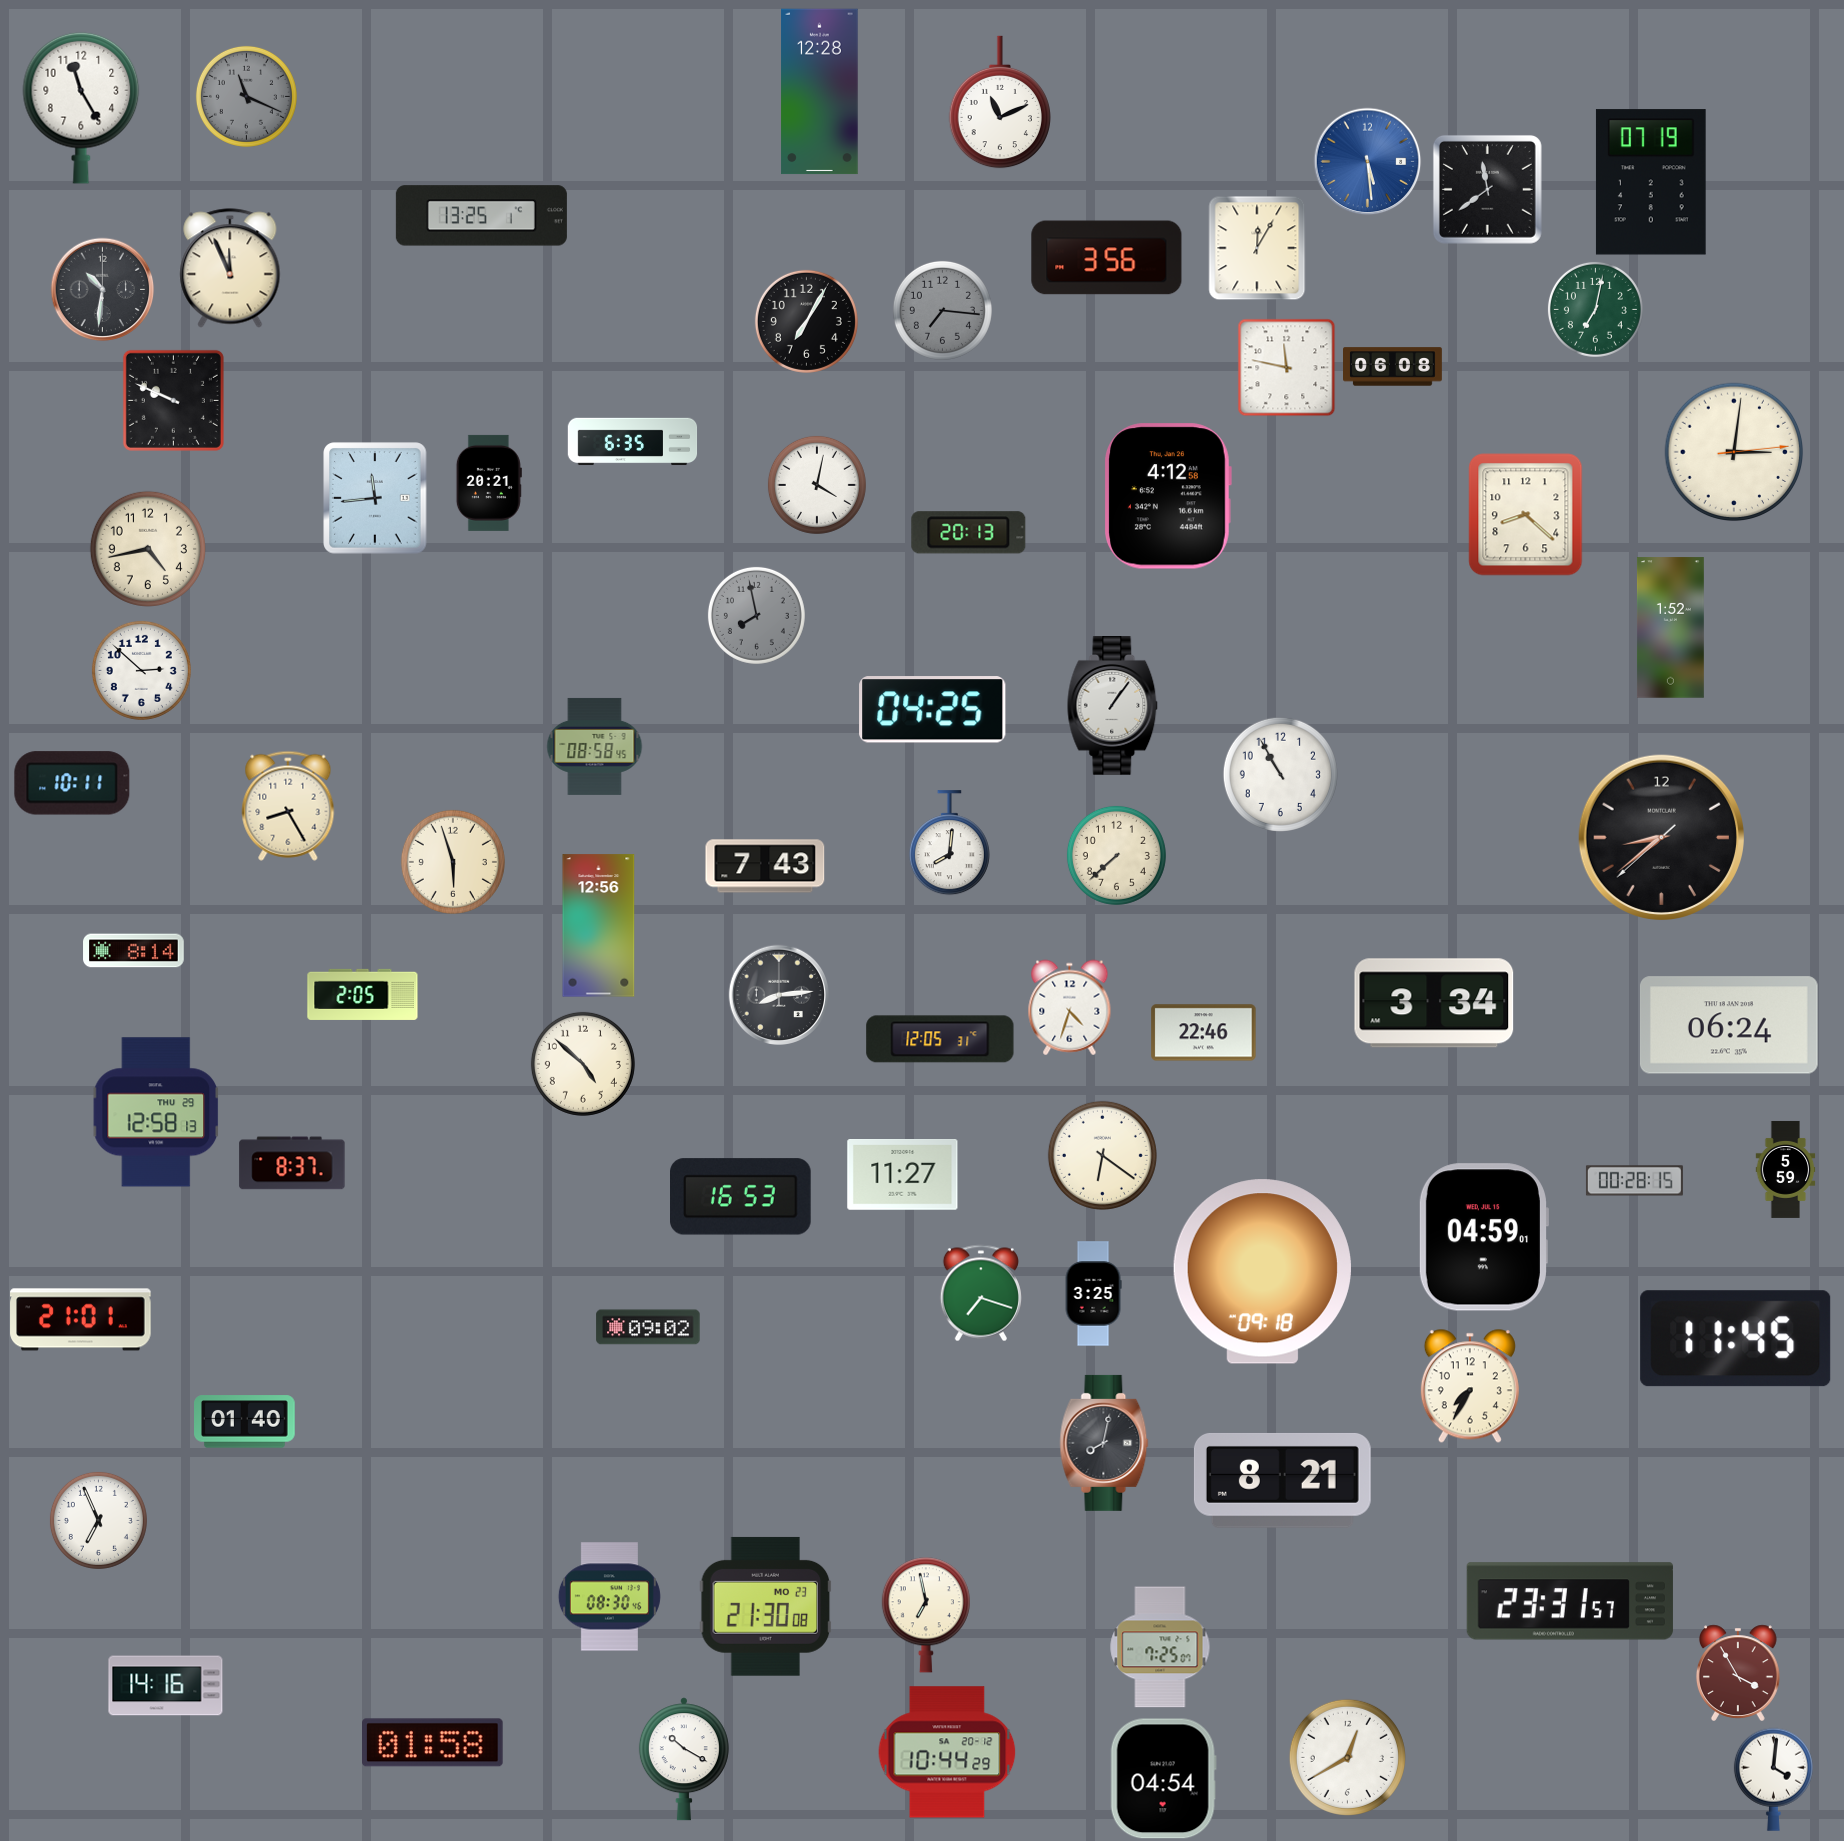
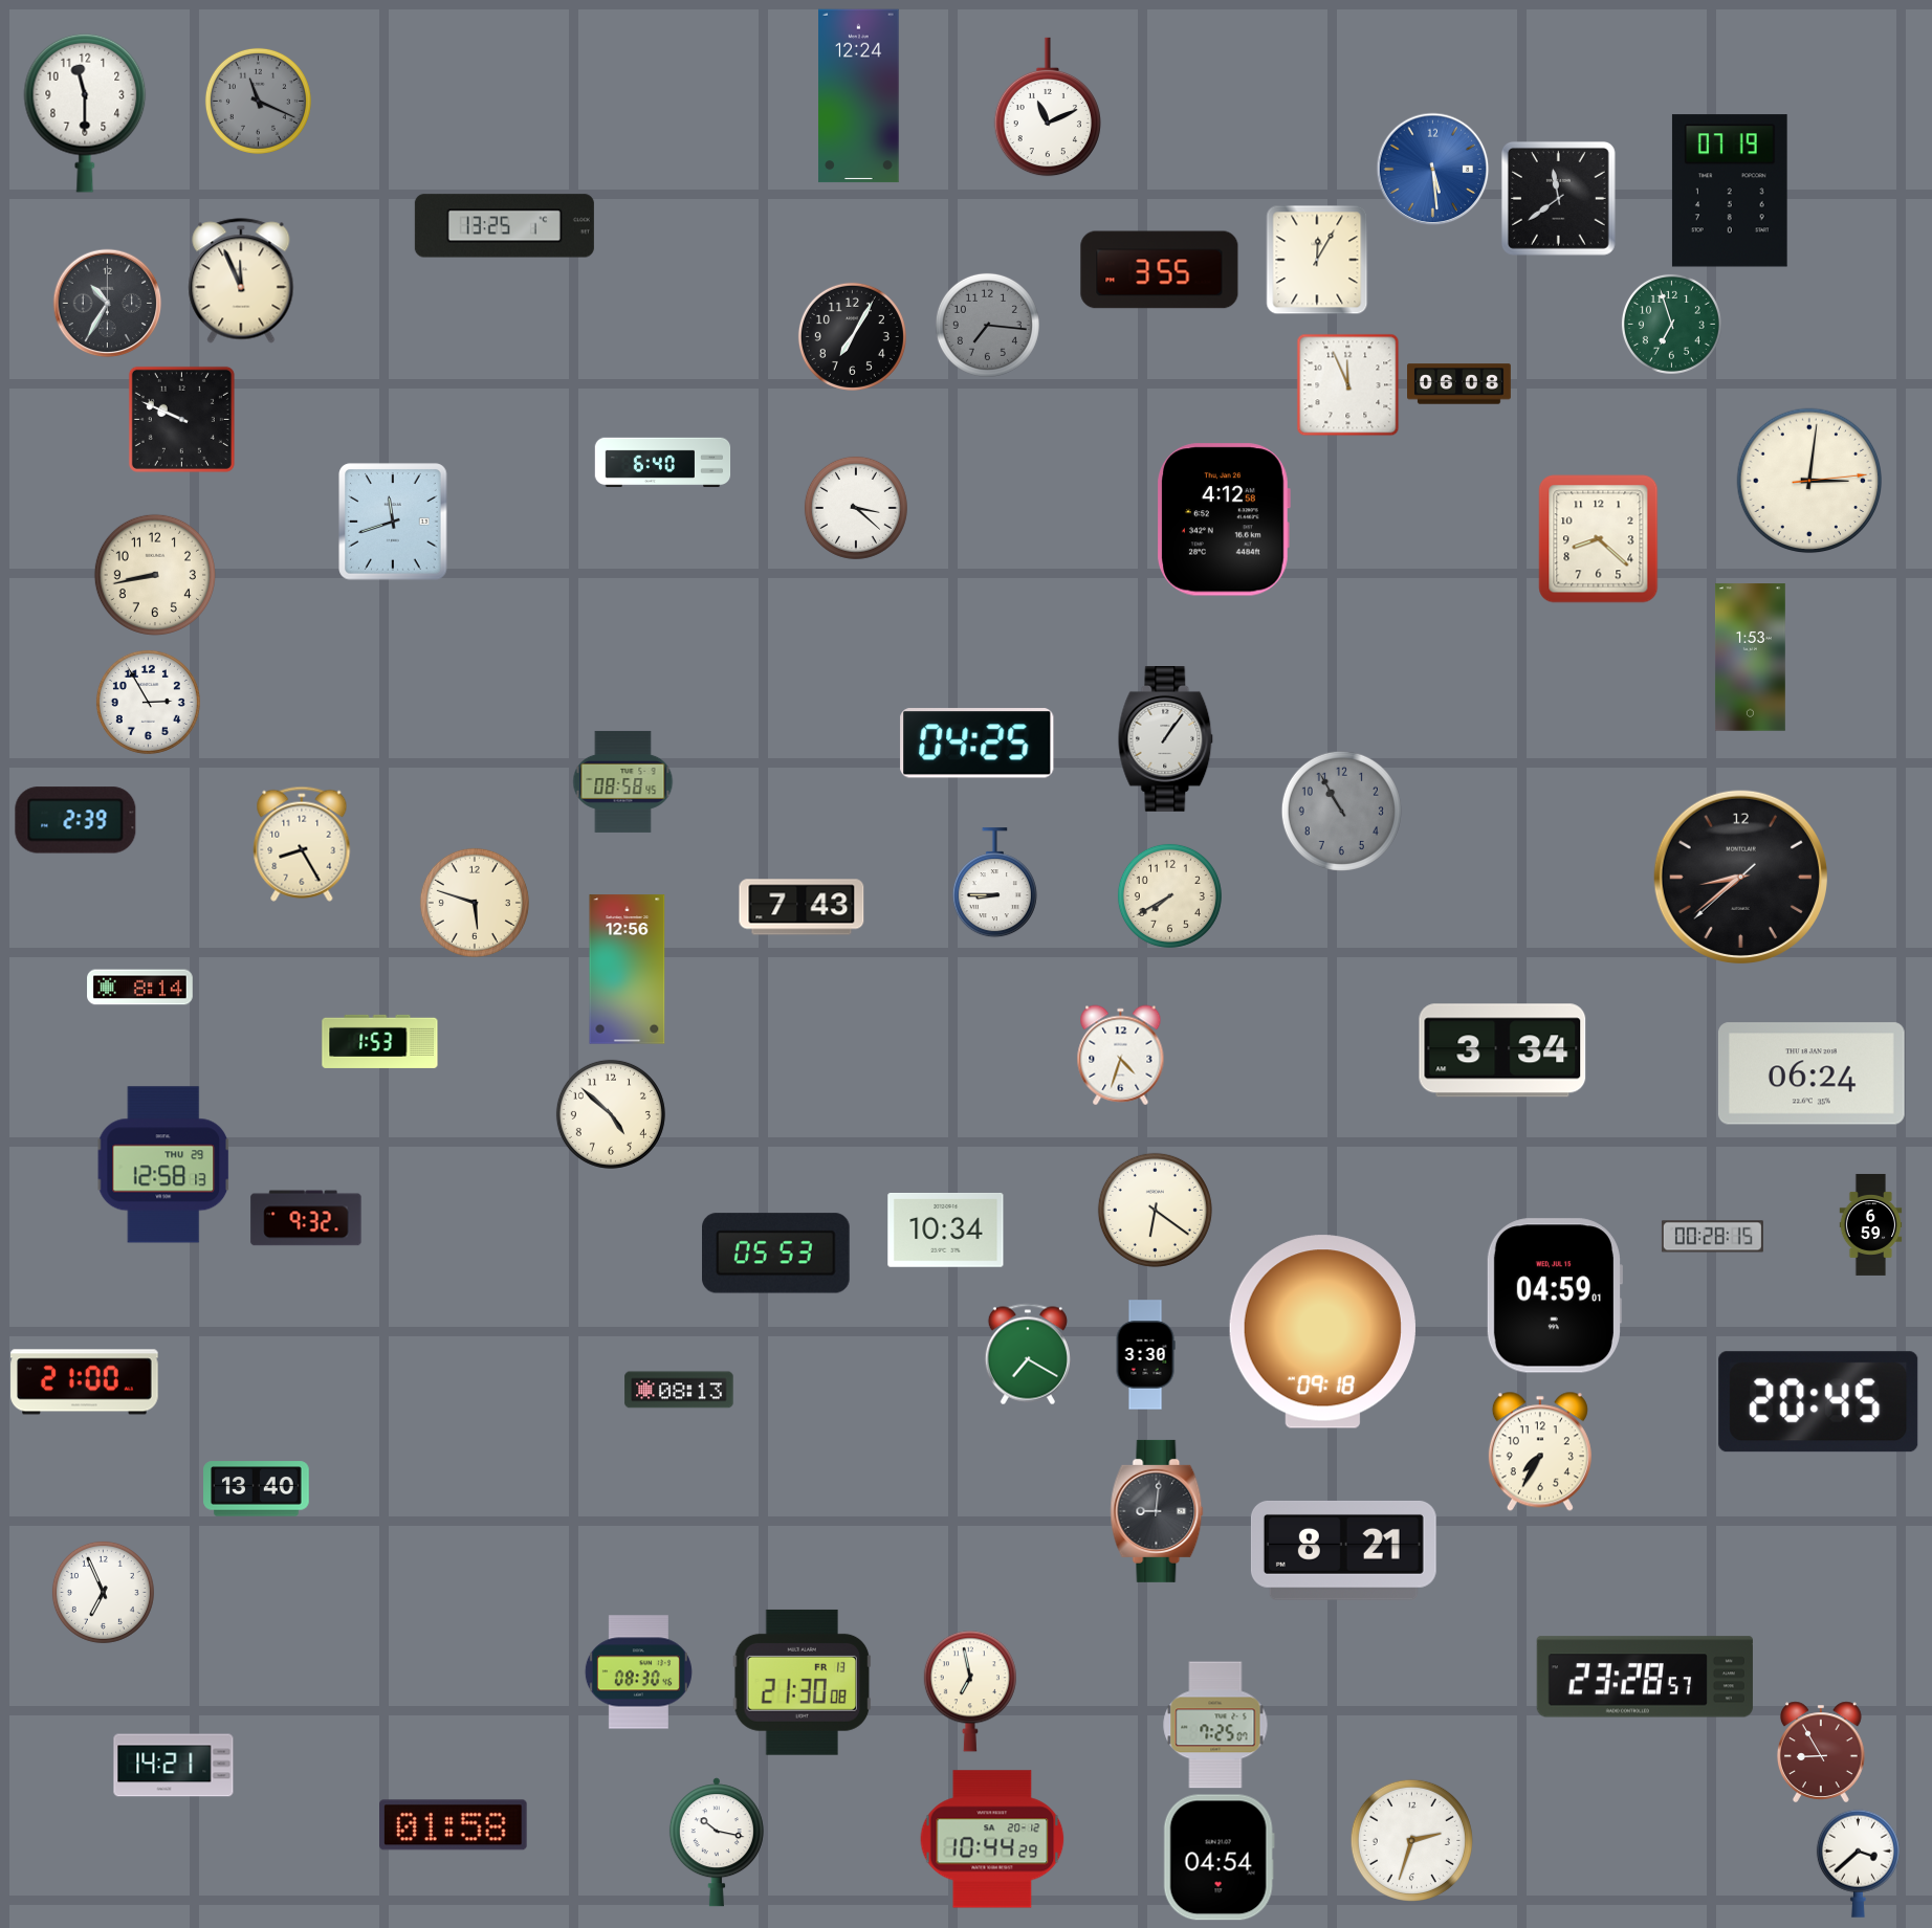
clock at (820, 92): 12:28 -> 12:24
clock at (81, 108): 11:25 -> 11:30
clock at (1107, 258): 3:56 -> 3:55
clock at (103, 290): 10:31 -> 10:35
clock at (1595, 309): 7:02 -> 6:57
clock at (806, 321) position: (806, 321) -> (852, 336)
clock at (1287, 368): 11:47 -> 11:56
clock at (633, 442): 6:35 -> 6:40
clock at (1734, 452) position: (1734, 452) -> (1809, 481)
clock at (489, 483): 20:21 -> none
clock at (817, 485): 4:02 -> 3:22
clock at (375, 498): 11:44 -> 11:42
clock at (969, 533): 20:13 -> none
clock at (148, 549): 4:43 -> 8:43
clock at (756, 615): 7:58 -> none
clock at (1670, 628): 1:52 -> 1:53
clock at (141, 670): 2:52 -> 2:55
clock at (1280, 774) dial: white -> grey
clock at (72, 783): 10:11 -> 2:39
clock at (949, 843): 8:01 -> 8:45
clock at (1116, 855): 7:38 -> 7:40
clock at (453, 862): 5:57 -> 5:48
clock at (134, 951) position: (134, 951) -> (140, 988)
clock at (363, 994): 2:05 -> 1:53
clock at (778, 994): 8:14 -> none
clock at (1204, 1033): 22:46 -> none
clock at (940, 1039): 12:05 -> none
clock at (292, 1163): 8:37 -> 9:32
clock at (1786, 1169): 5:59 -> 6:59
clock at (903, 1175): 11:27 -> 10:34
clock at (741, 1197): 16:53 -> 05:53
clock at (981, 1293): 7:18 -> 7:20
clock at (1093, 1294): 3:25 -> 3:30
clock at (81, 1320): 21:01 -> 21:00
clock at (648, 1327): 09:02 -> 08:13
clock at (1736, 1339): 11:45 -> 20:45
clock at (245, 1422): 01:40 -> 13:40
clock at (1104, 1443): 8:02 -> 9:01
clock at (1570, 1601): 23:31 -> 23:28
clock at (766, 1606) date: MO 23 -> FR 13
clock at (1738, 1673): 3:55 -> 8:55
clock at (166, 1686): 14:16 -> 14:21
clock at (947, 1752) position: (947, 1752) -> (992, 1839)
clock at (1347, 1757): 12:40 -> 2:33
clock at (684, 1759): 10:20 -> 10:17
clock at (1163, 1779) position: (1163, 1779) -> (1219, 1858)
clock at (1773, 1779): 4:01 -> 3:38
